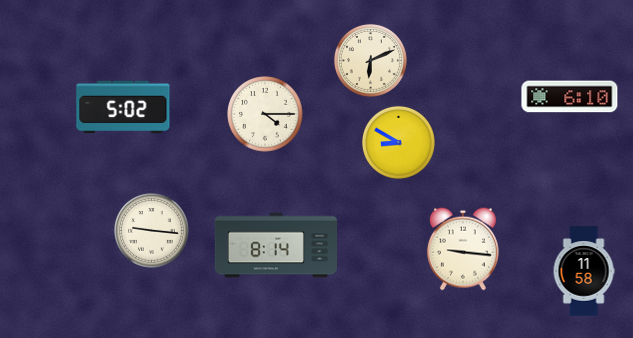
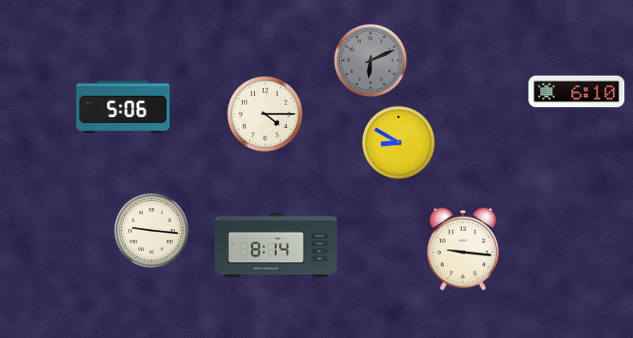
clock at (370, 60) dial: cream -> grey
clock at (570, 97) position: (570, 97) -> (577, 92)
clock at (123, 107): 5:02 -> 5:06
clock at (584, 271): 11:58 -> none
